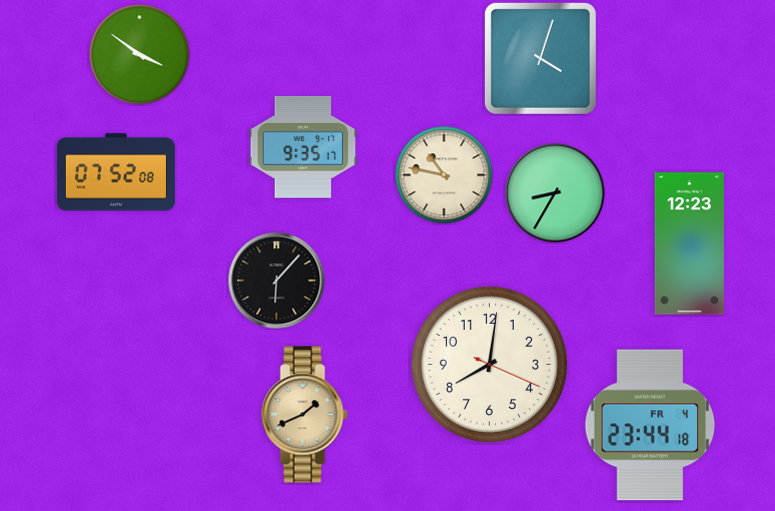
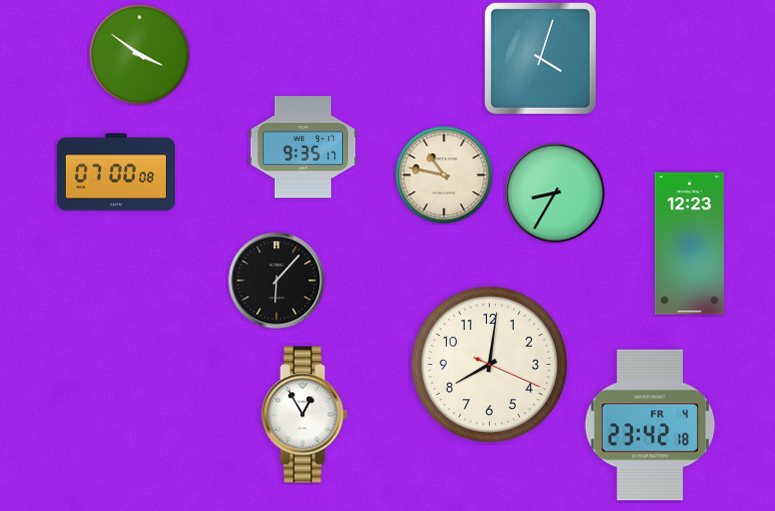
clock at (116, 172): 07:52 -> 07:00
clock at (305, 415): 1:41 -> 12:55
clock at (305, 415) dial: champagne -> white
clock at (650, 425): 23:44 -> 23:42
